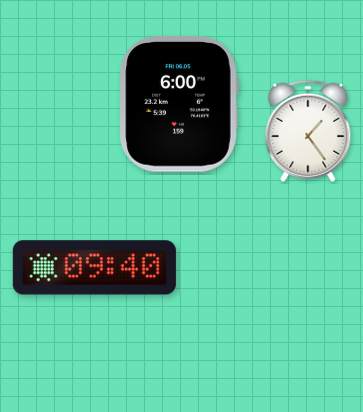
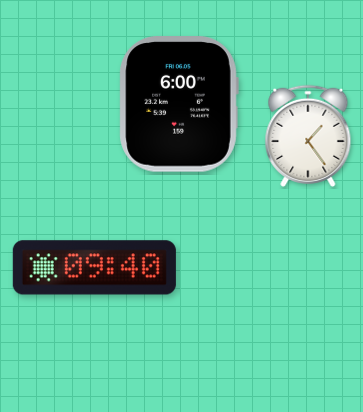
clock at (308, 131) position: (308, 131) -> (308, 136)
